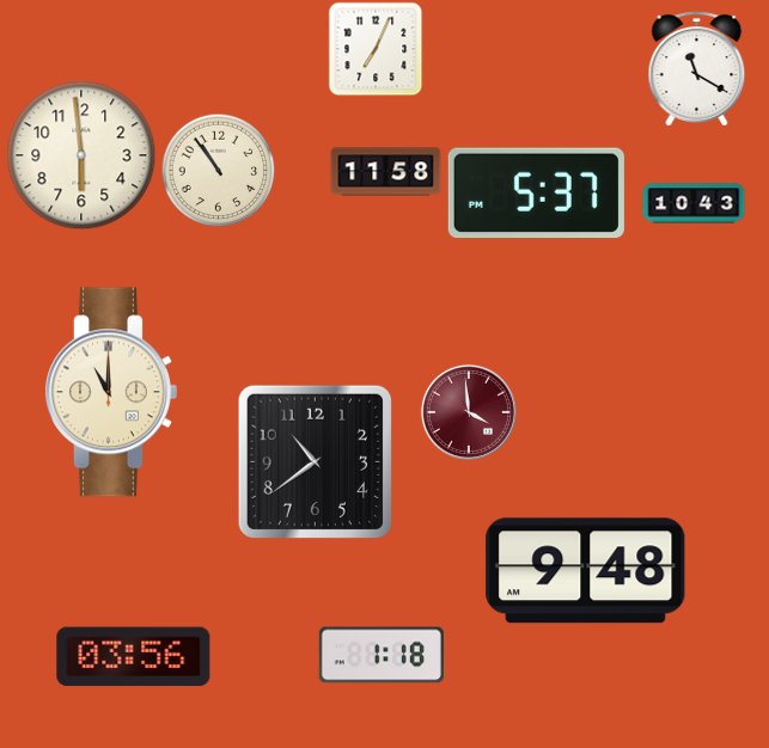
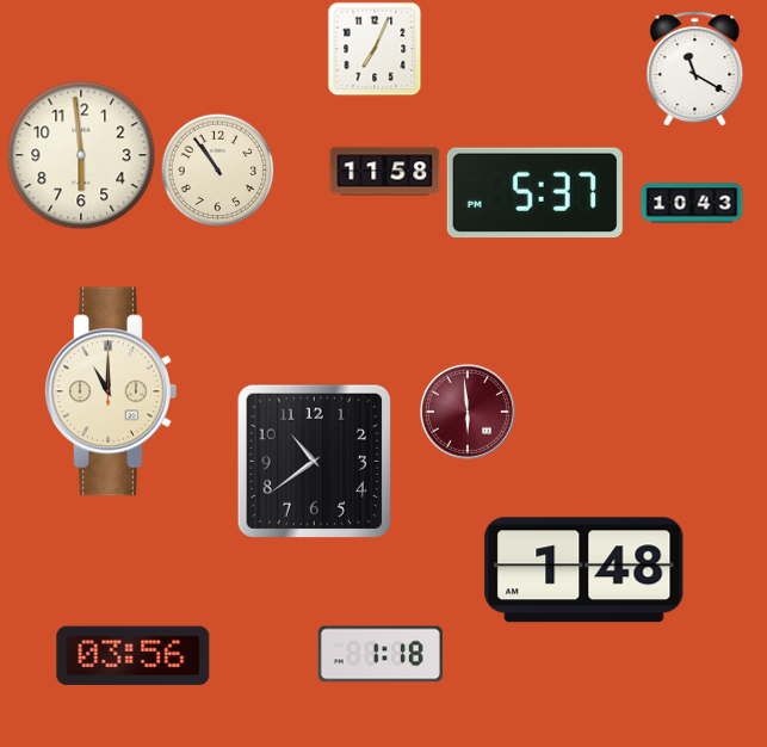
clock at (469, 412): 3:59 -> 5:59
clock at (586, 571): 9:48 -> 1:48
